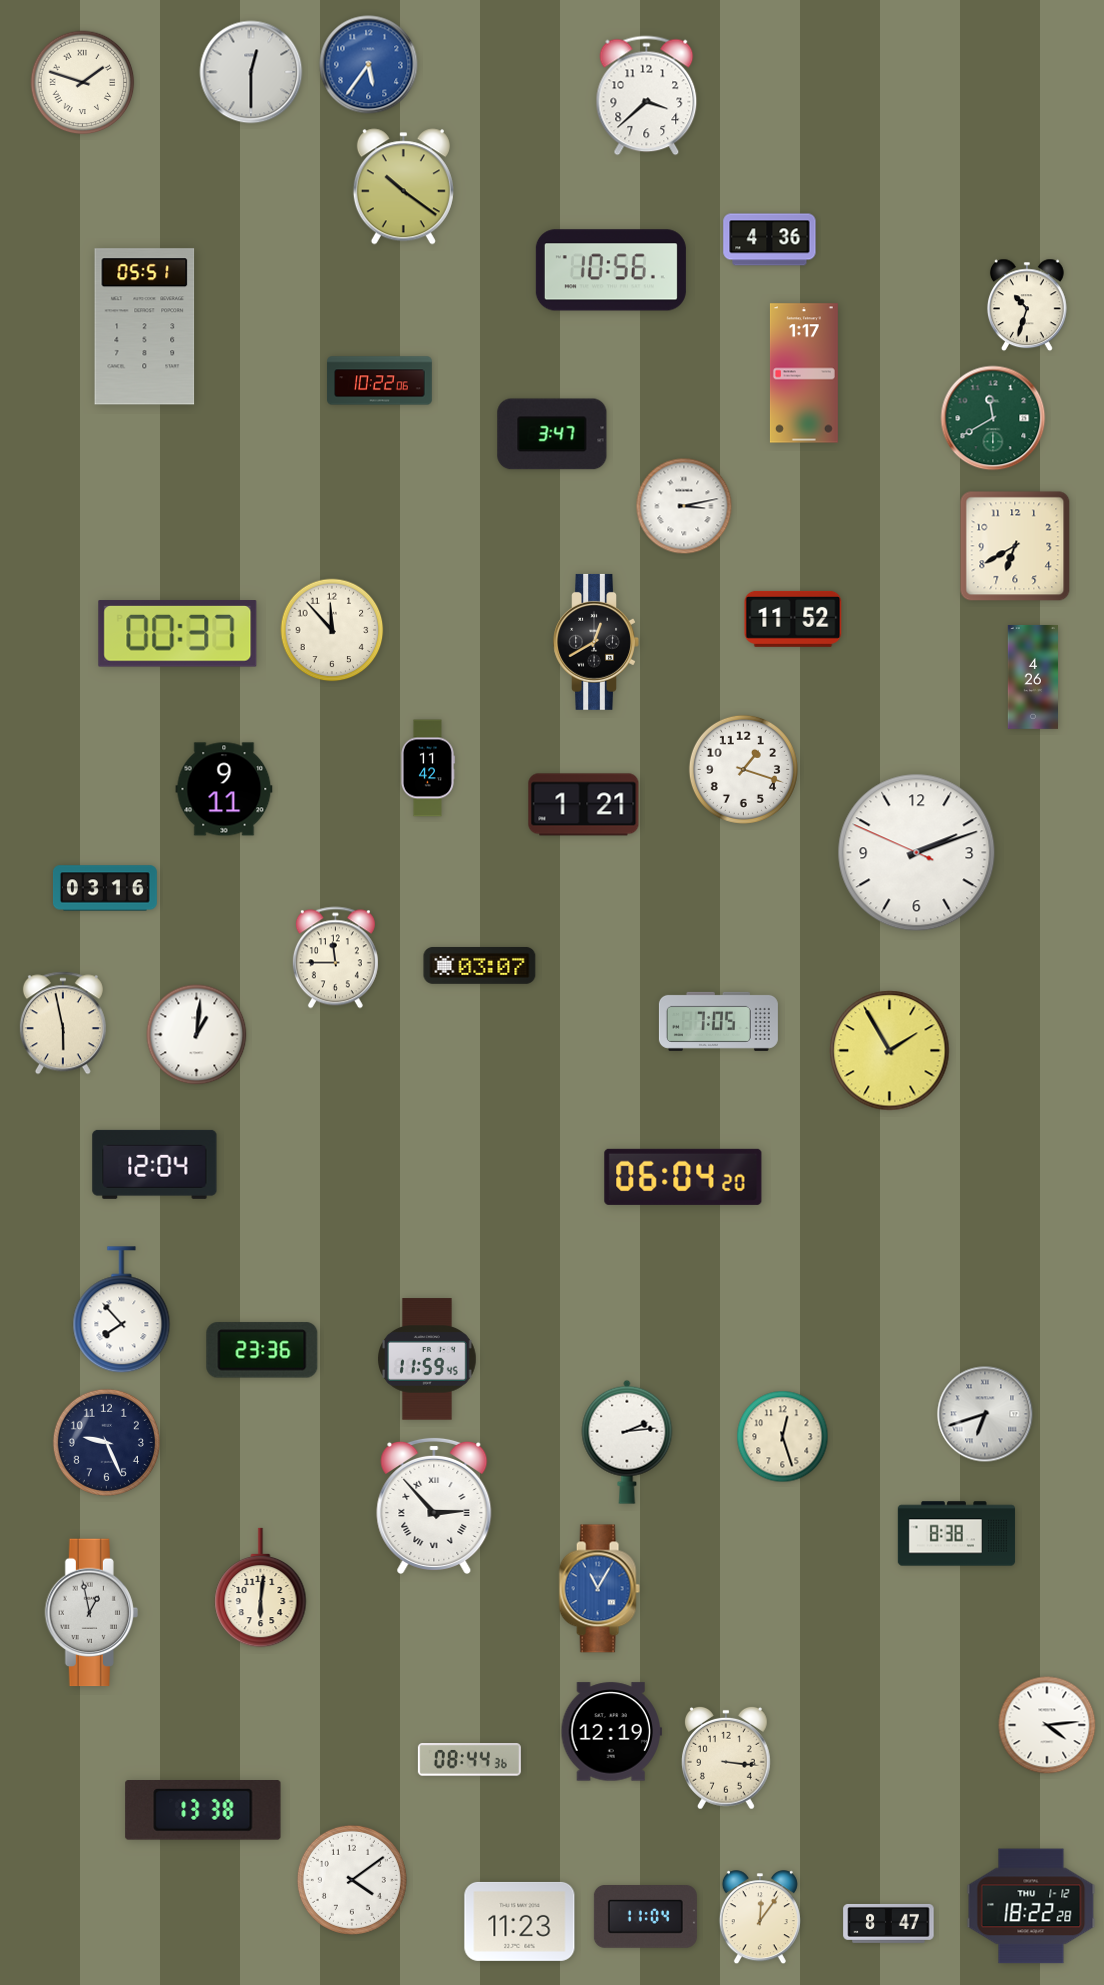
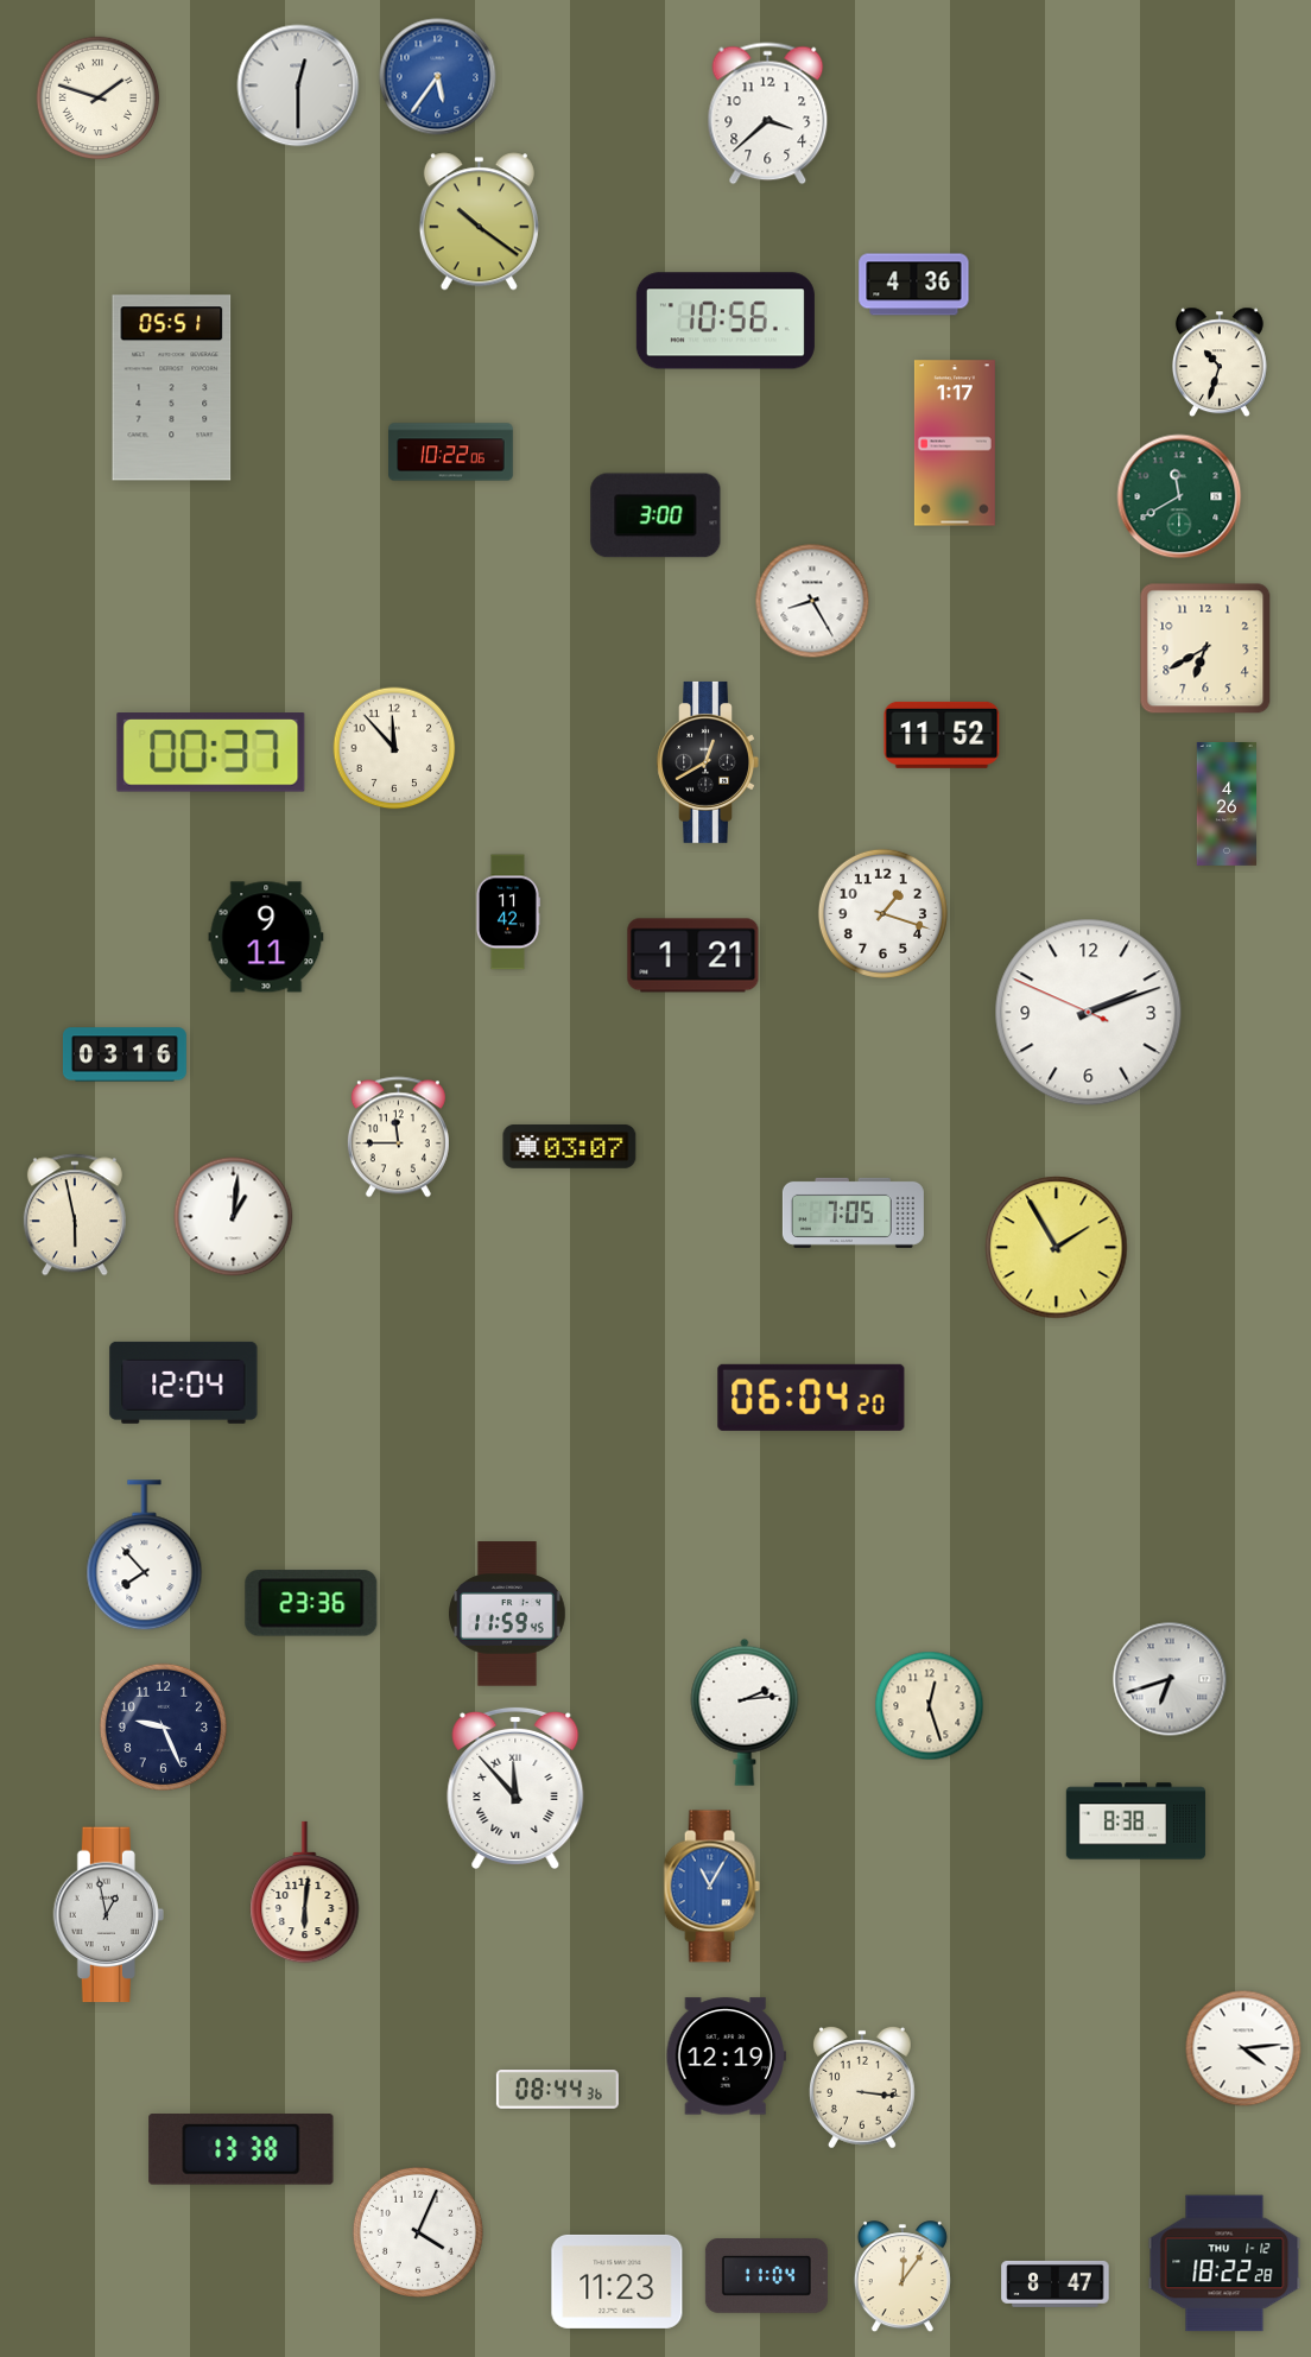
clock at (552, 434): 3:47 -> 3:00
clock at (684, 506): 3:13 -> 8:25
clock at (197, 1035) position: (197, 1035) -> (234, 1217)
clock at (106, 1442) position: (106, 1442) -> (163, 1726)
clock at (434, 1505): 2:53 -> 11:53
clock at (261, 1588) position: (261, 1588) -> (305, 1893)
clock at (352, 1880): 4:09 -> 4:04
